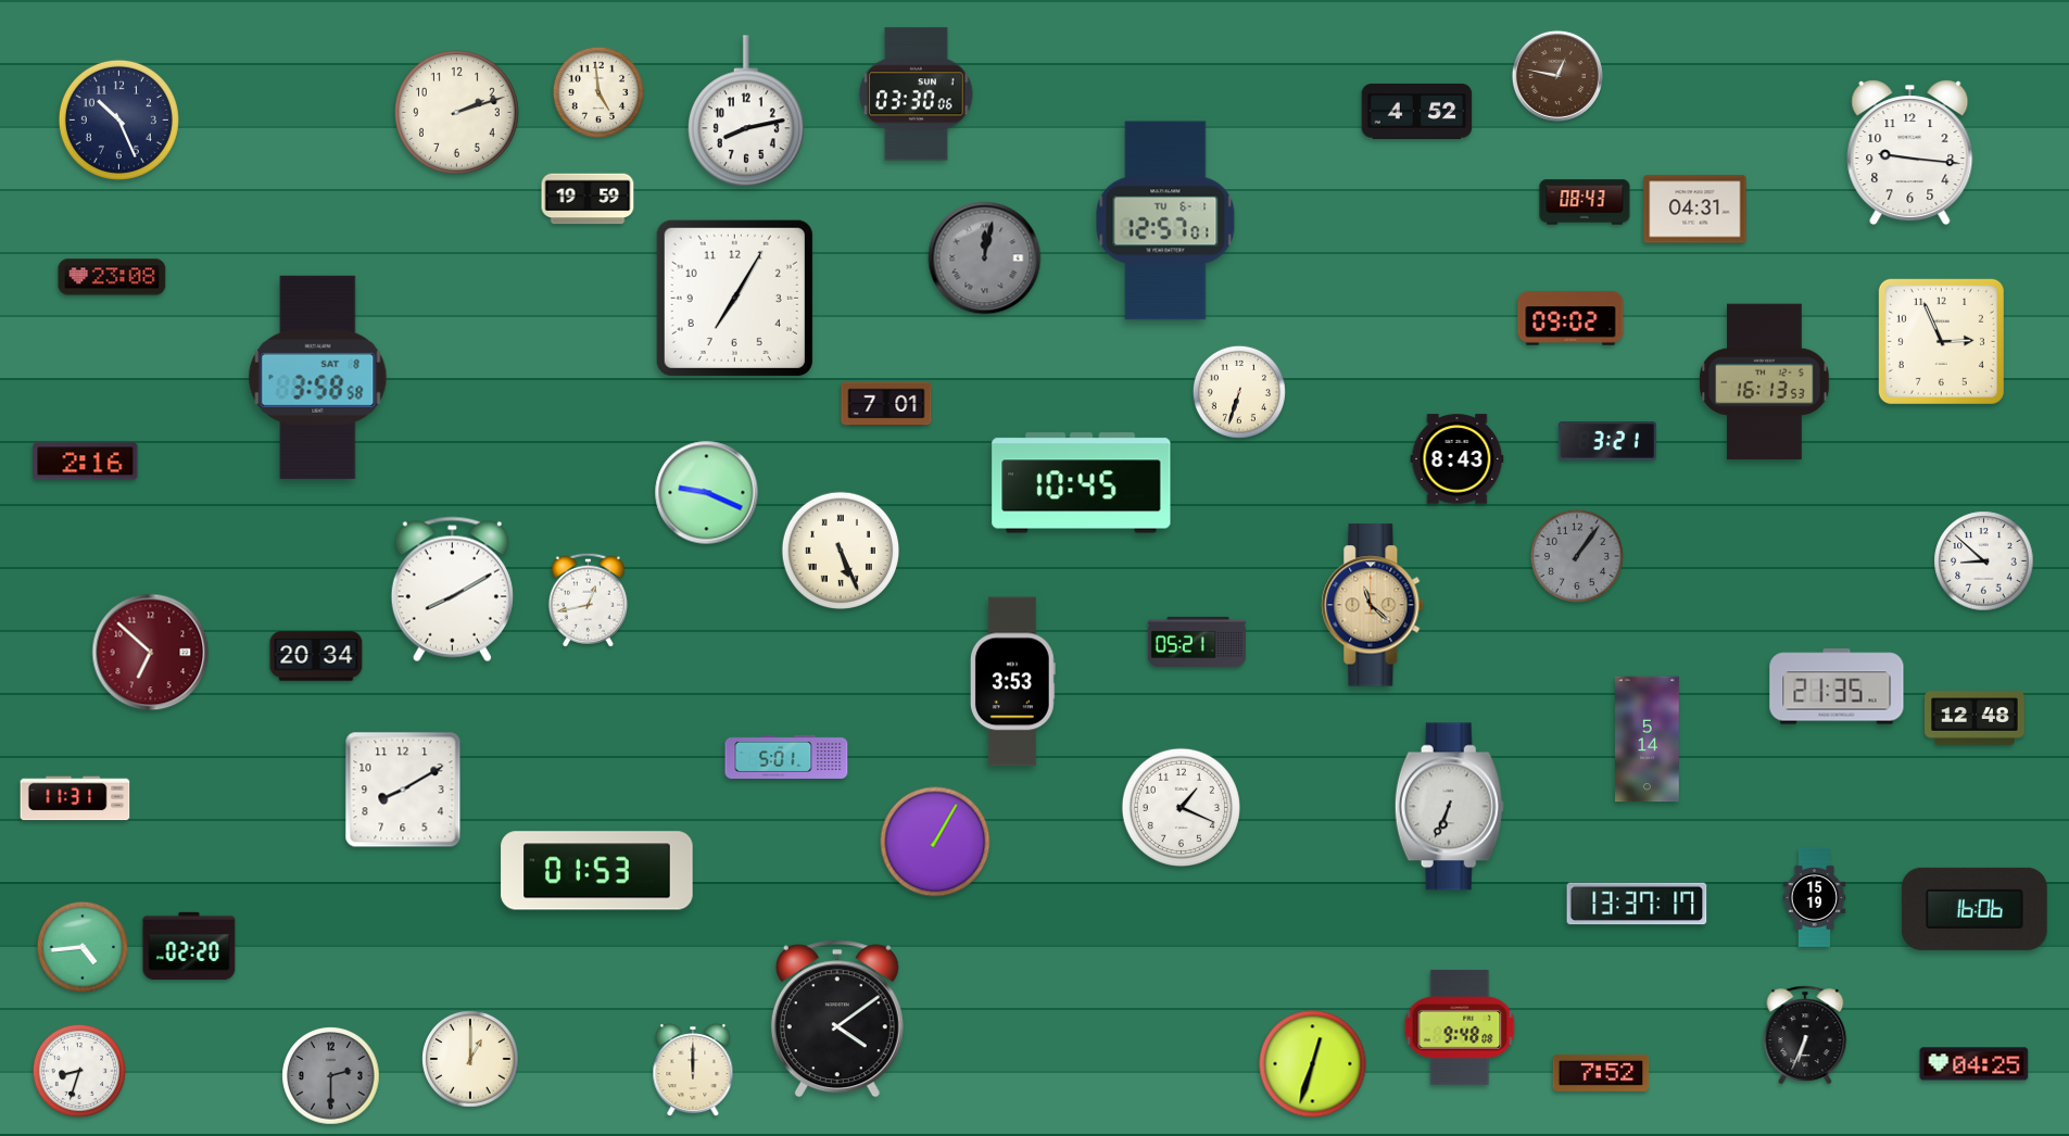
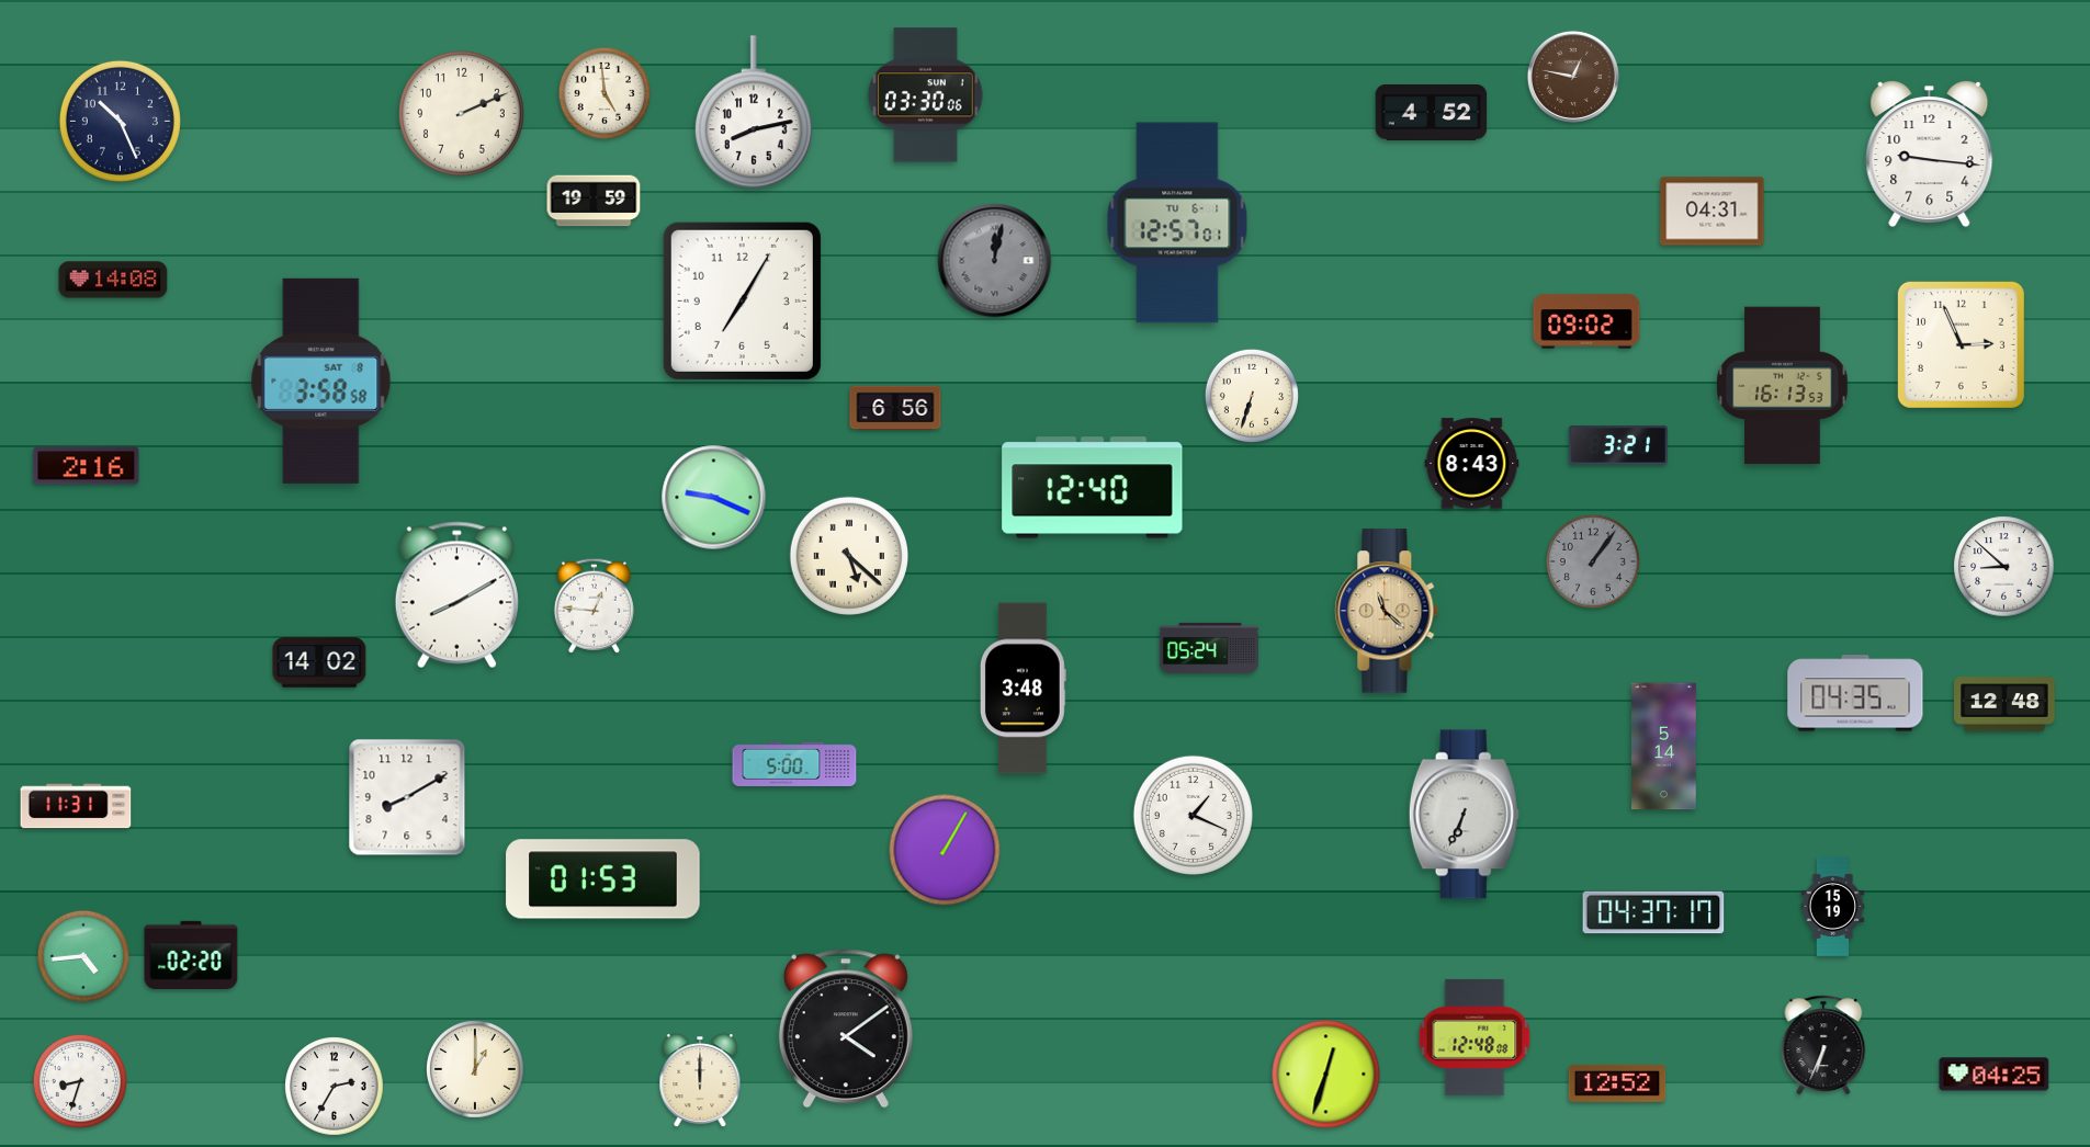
clock at (457, 113): 2:12 -> 2:11
clock at (1585, 202): 08:43 -> none
clock at (112, 277): 23:08 -> 14:08
clock at (886, 404): 7:01 -> 6:56
clock at (1607, 441) position: (1607, 441) -> (1618, 445)
clock at (1082, 483): 10:45 -> 12:40
clock at (840, 550): 5:26 -> 5:22
clock at (588, 599): 12:43 -> 12:46
clock at (1197, 641): 05:21 -> 05:24
clock at (151, 653): 6:52 -> none
clock at (316, 656): 20:34 -> 14:02
clock at (1012, 682): 3:53 -> 3:48
clock at (1837, 686): 21:35 -> 04:35
clock at (1975, 718) position: (1975, 718) -> (2004, 704)
clock at (786, 757): 5:01 -> 5:00
clock at (1637, 904): 13:37 -> 04:37
clock at (1975, 909): 16:06 -> none
clock at (1460, 1027): 9:48 -> 12:48
clock at (1601, 1073): 7:52 -> 12:52
clock at (331, 1076): 2:30 -> 2:35
clock at (331, 1076) dial: grey -> white
